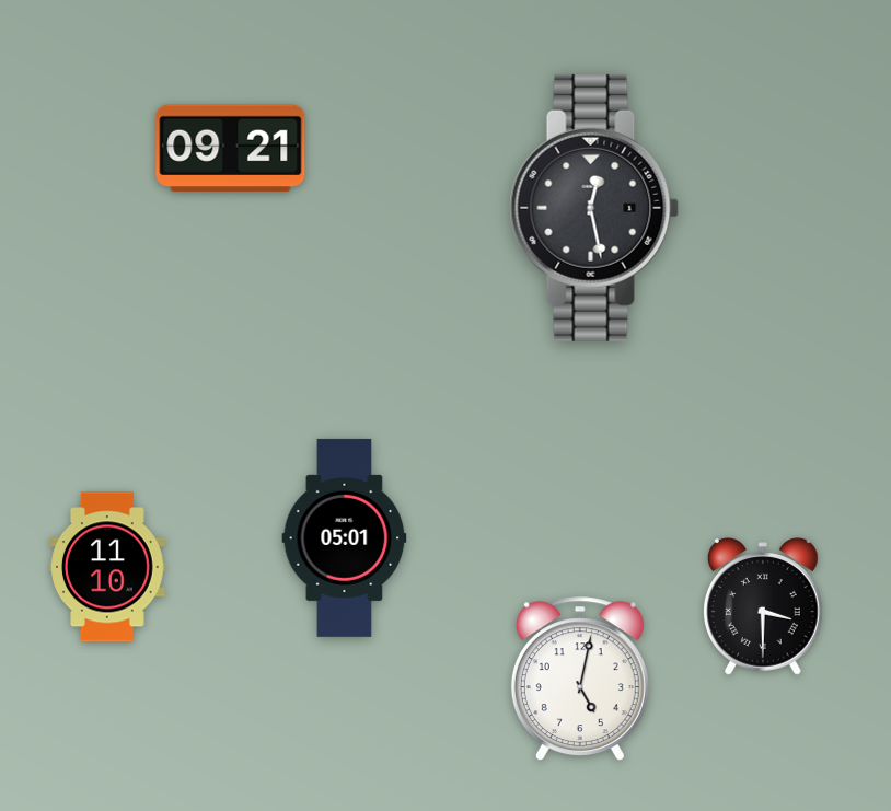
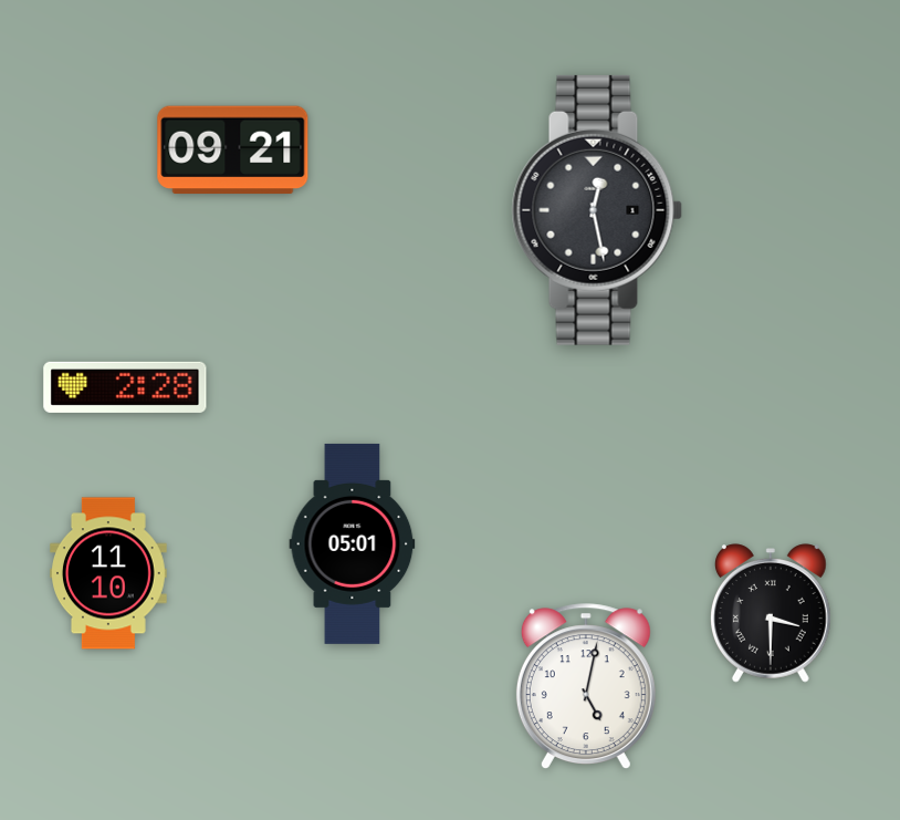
clock at (594, 208) position: (594, 208) -> (597, 210)
clock at (125, 387): none -> 2:28
clock at (345, 537) position: (345, 537) -> (353, 543)
